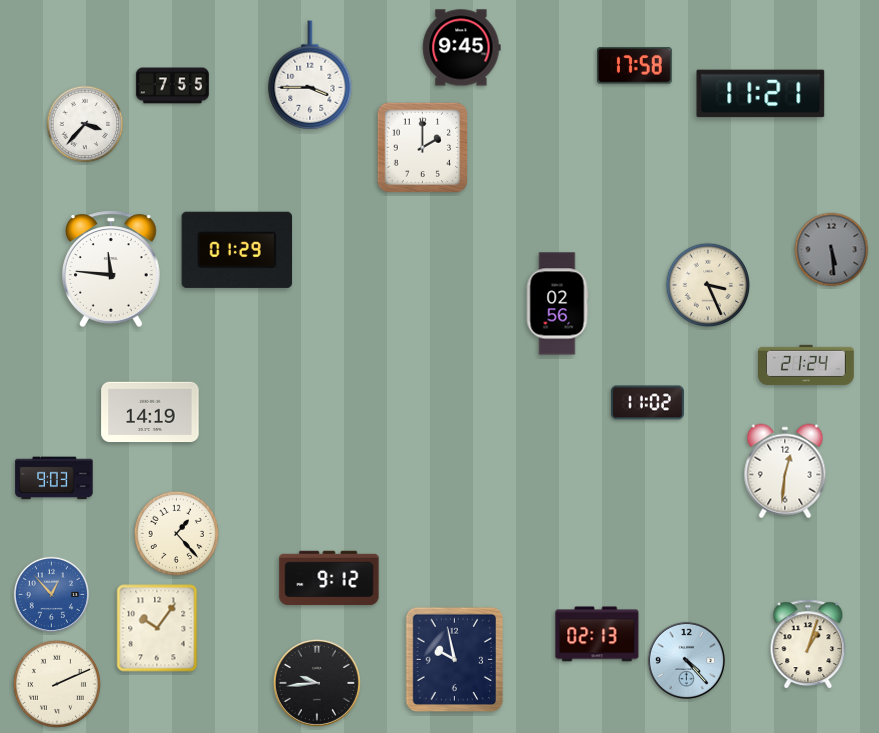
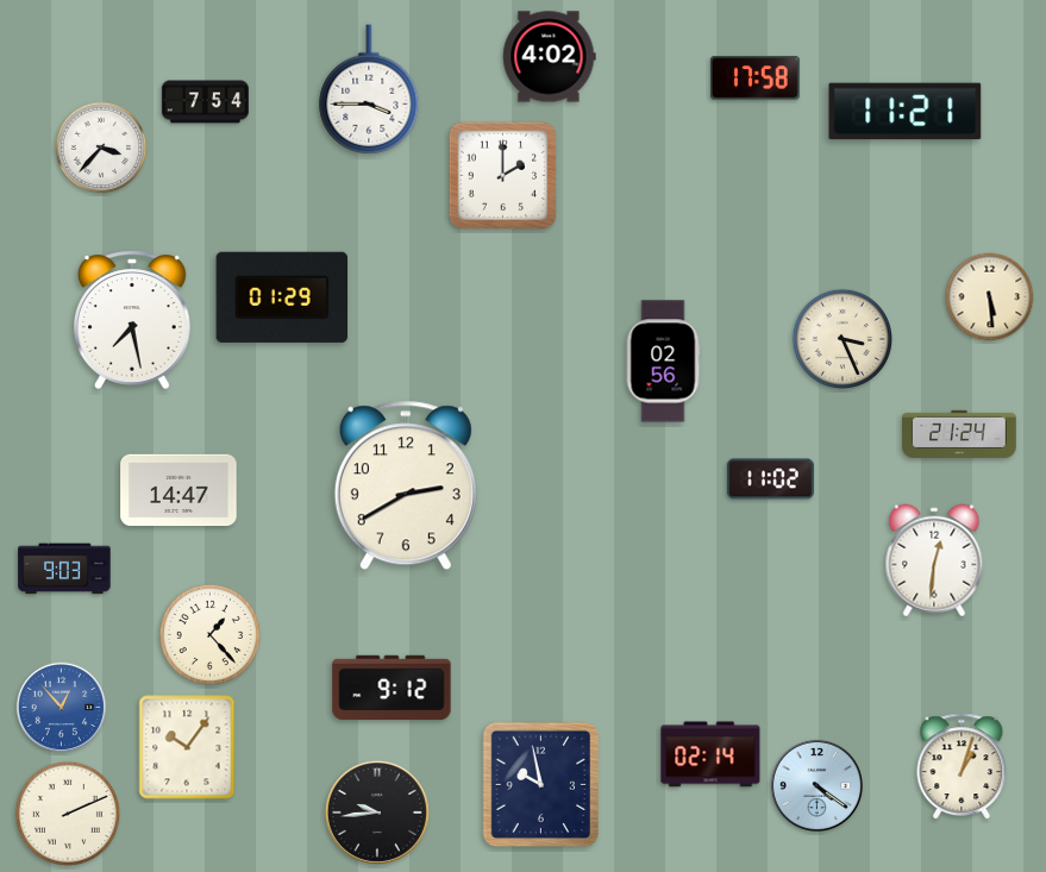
clock at (462, 48): 9:45 -> 4:02
clock at (172, 86): 7:55 -> 7:54
clock at (832, 250) dial: grey -> cream
clock at (112, 269): 11:46 -> 7:28
clock at (406, 485): none -> 2:40
clock at (150, 412): 14:19 -> 14:47
clock at (597, 634): 02:13 -> 02:14
clock at (686, 660): 4:23 -> 4:21
